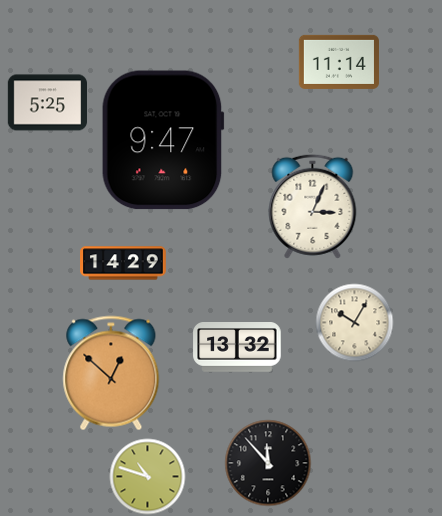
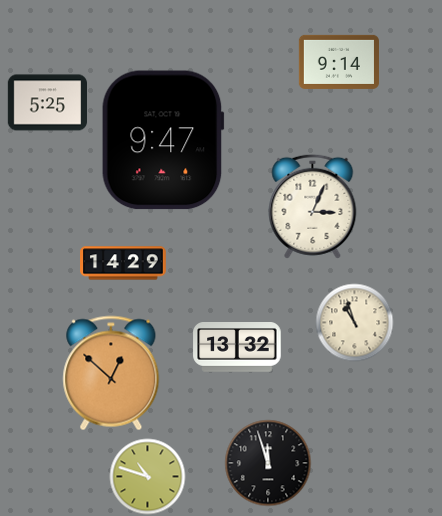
clock at (339, 62): 11:14 -> 9:14
clock at (355, 323): 10:05 -> 10:57
clock at (268, 463): 11:53 -> 11:57
